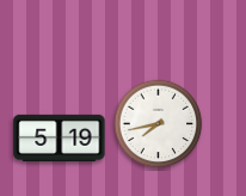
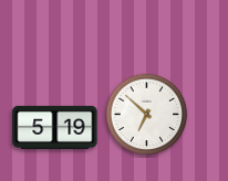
clock at (159, 124): 7:43 -> 6:52
